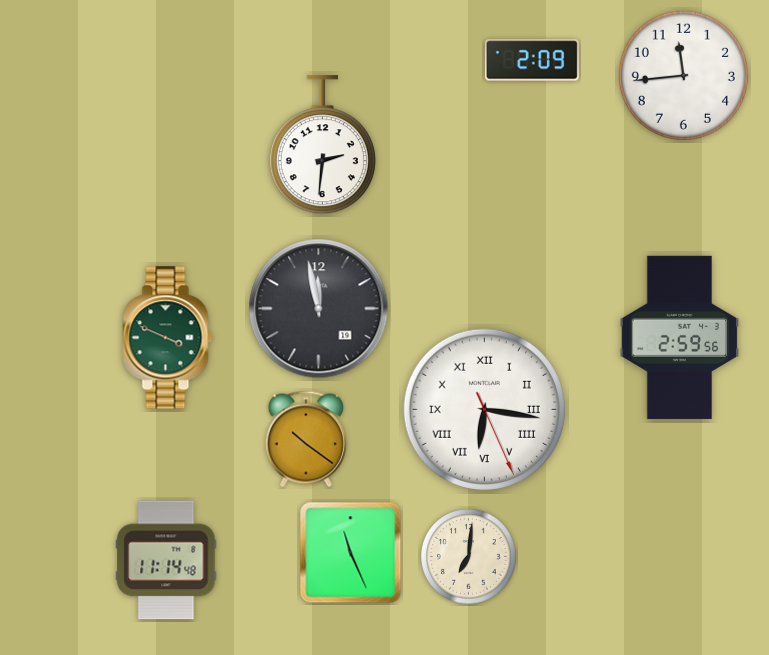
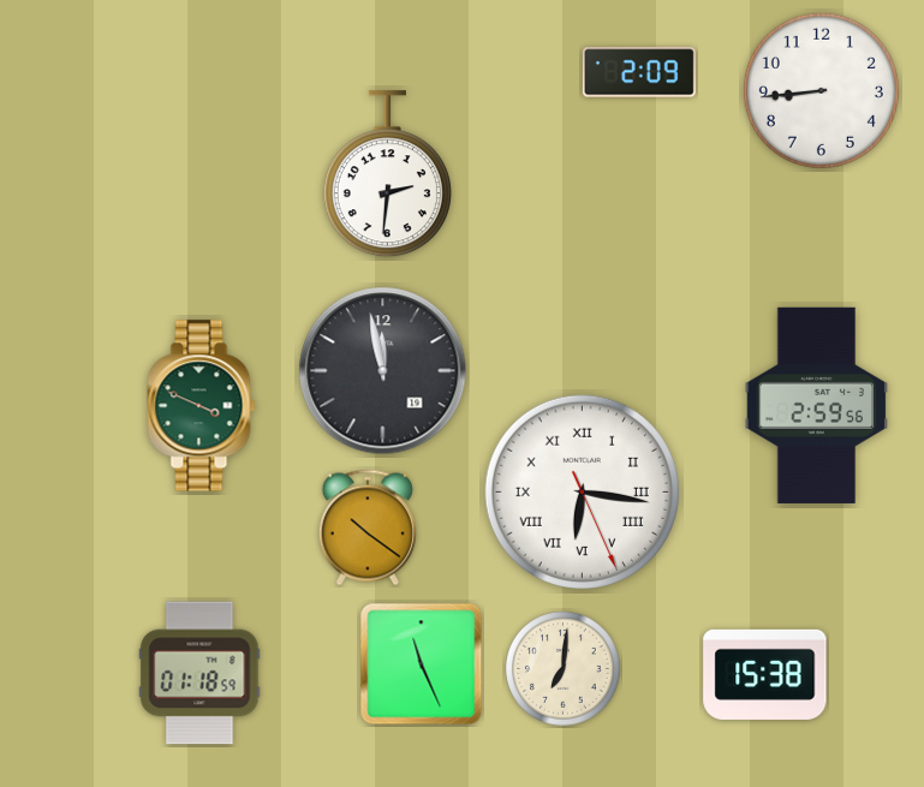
clock at (683, 75): 11:44 -> 8:44
clock at (166, 560): 11:14 -> 01:18
clock at (765, 674): none -> 15:38
